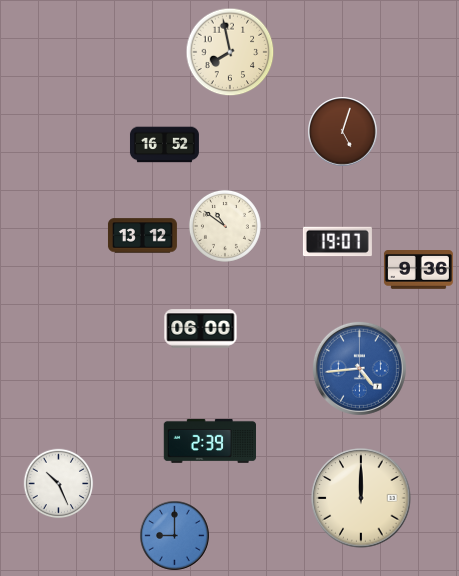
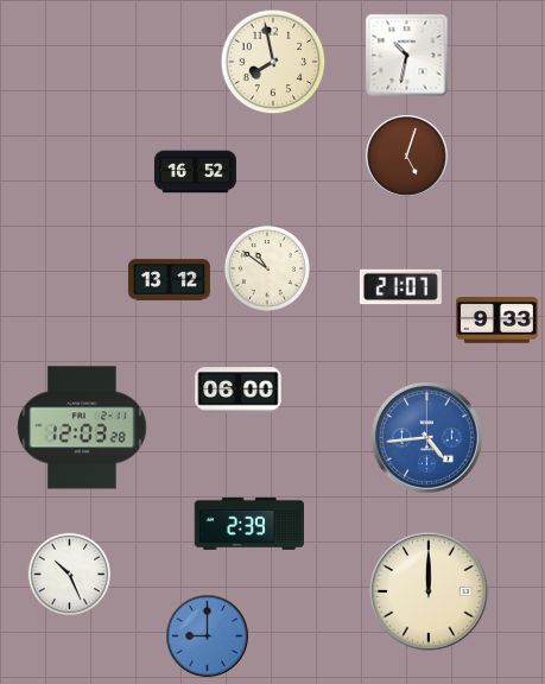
clock at (407, 56): none -> 10:32
clock at (337, 242): 19:07 -> 21:07
clock at (418, 270): 9:36 -> 9:33
clock at (82, 427): none -> 12:03
